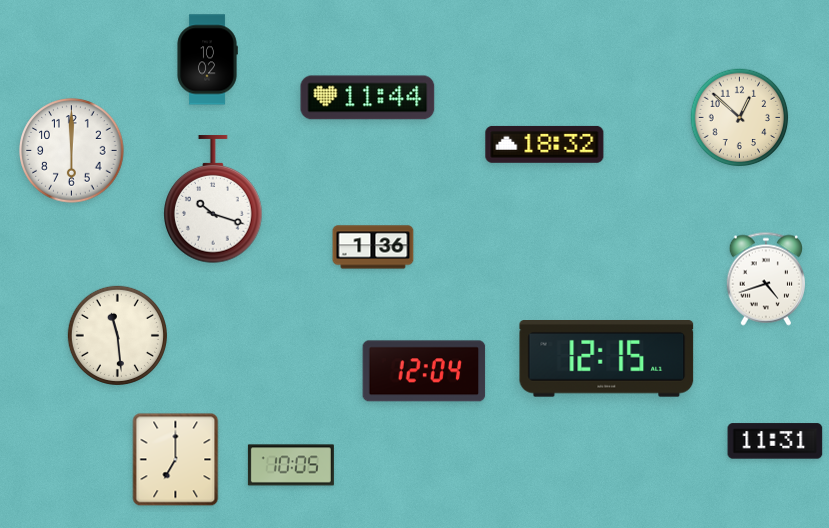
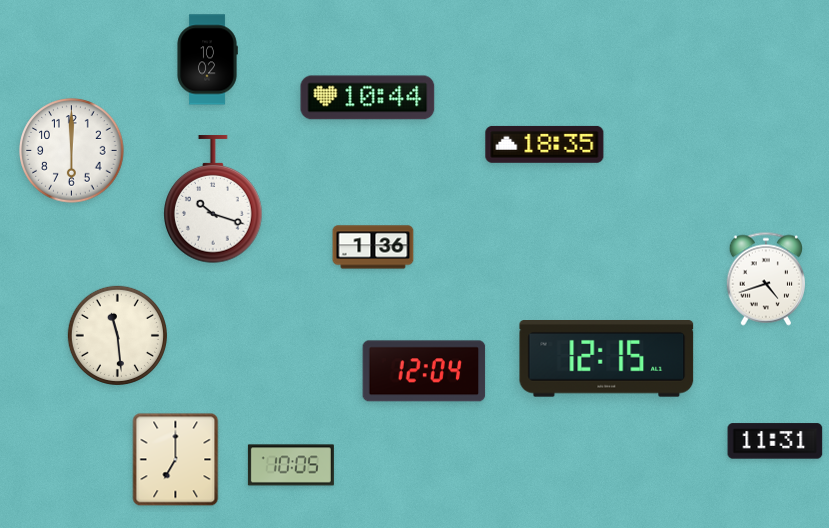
clock at (368, 98): 11:44 -> 10:44
clock at (740, 118): 12:52 -> none
clock at (545, 144): 18:32 -> 18:35
